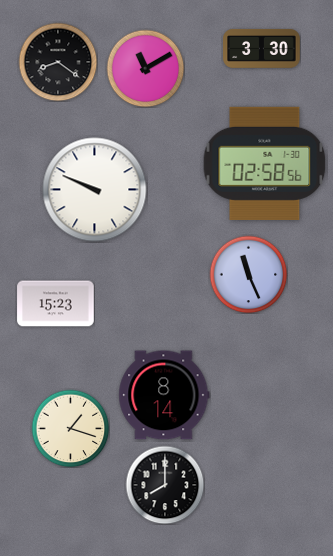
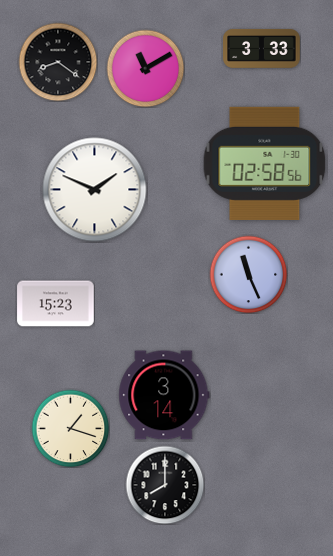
clock at (262, 48): 3:30 -> 3:33
clock at (95, 190): 9:49 -> 1:49
clock at (164, 395): 8:14 -> 3:14
